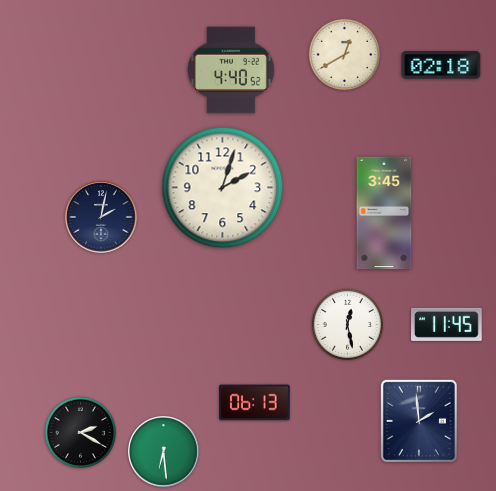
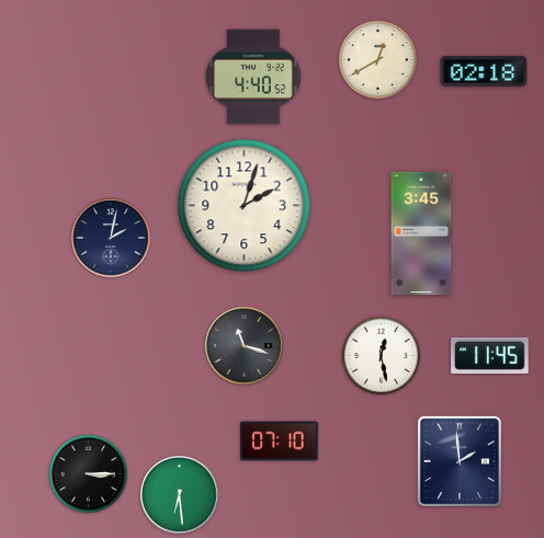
clock at (245, 346): none -> 11:18
clock at (255, 403): 06:13 -> 07:10
clock at (80, 432): 2:20 -> 3:15
